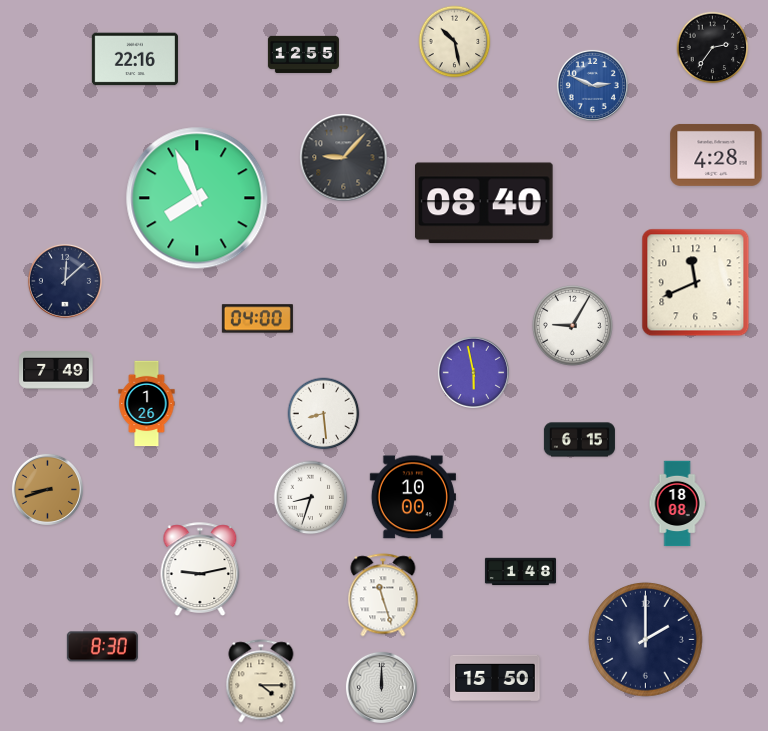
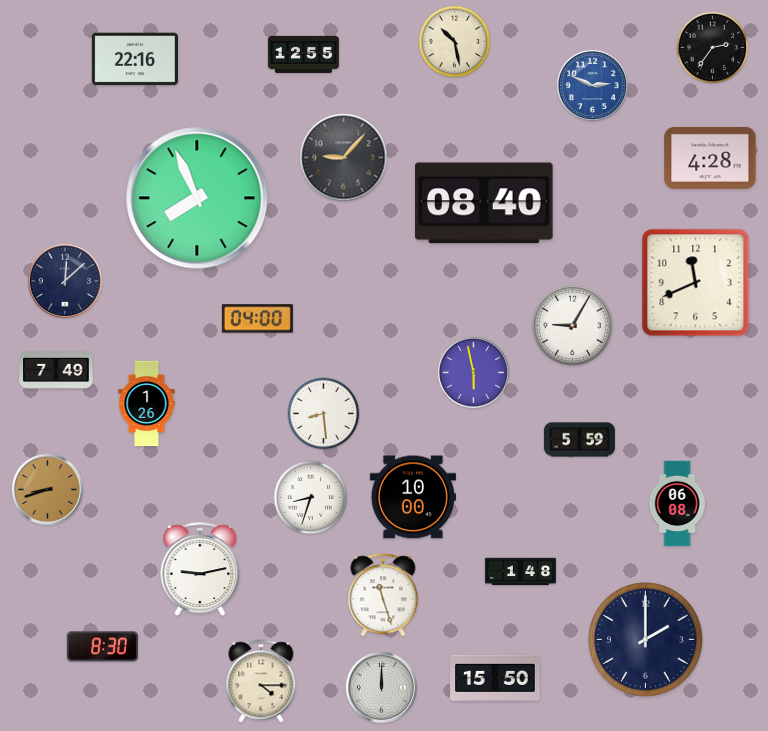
clock at (716, 155) position: (716, 155) -> (710, 158)
clock at (579, 440): 6:15 -> 5:59
clock at (677, 504): 18:08 -> 06:08
